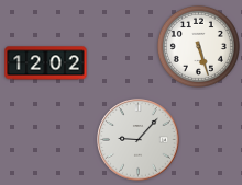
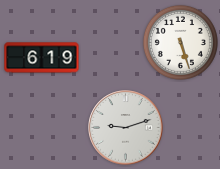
clock at (46, 63): 12:02 -> 6:19
clock at (139, 140): 9:07 -> 9:12
